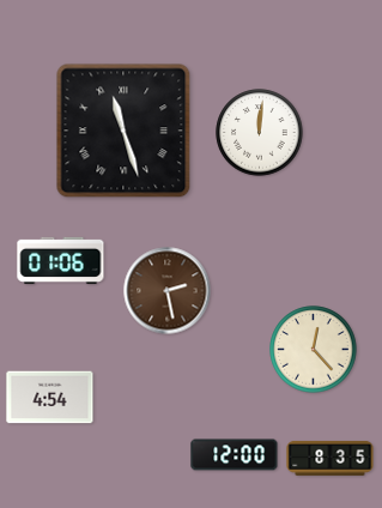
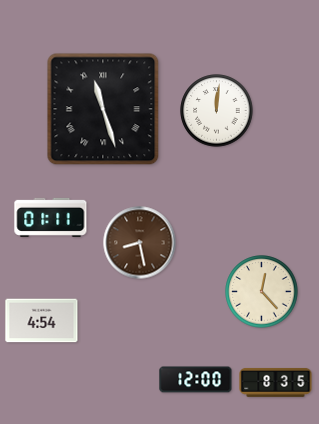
clock at (61, 260): 01:06 -> 01:11
clock at (168, 291): 2:28 -> 8:28
clock at (50, 398) position: (50, 398) -> (42, 321)
